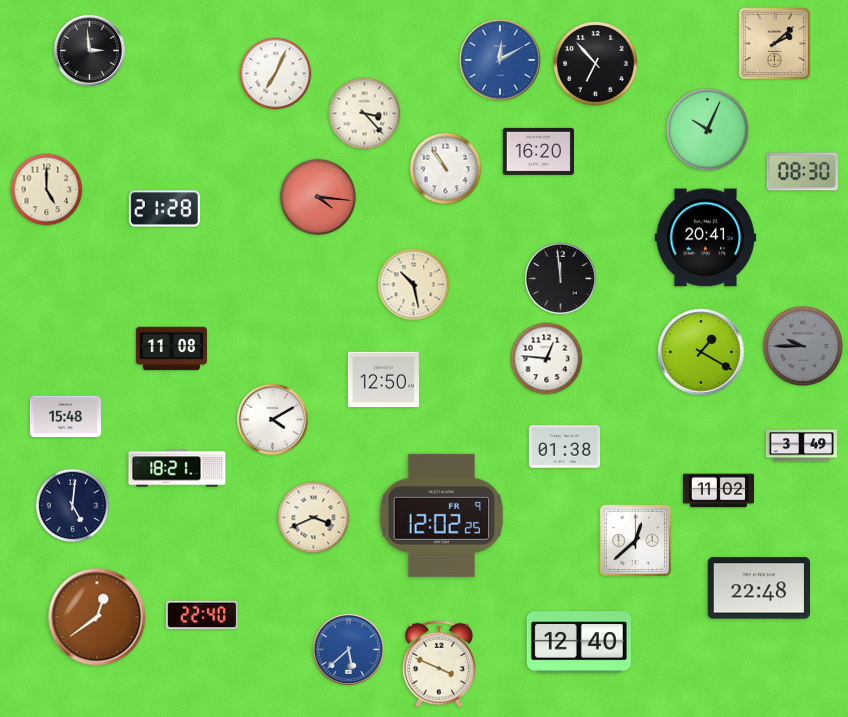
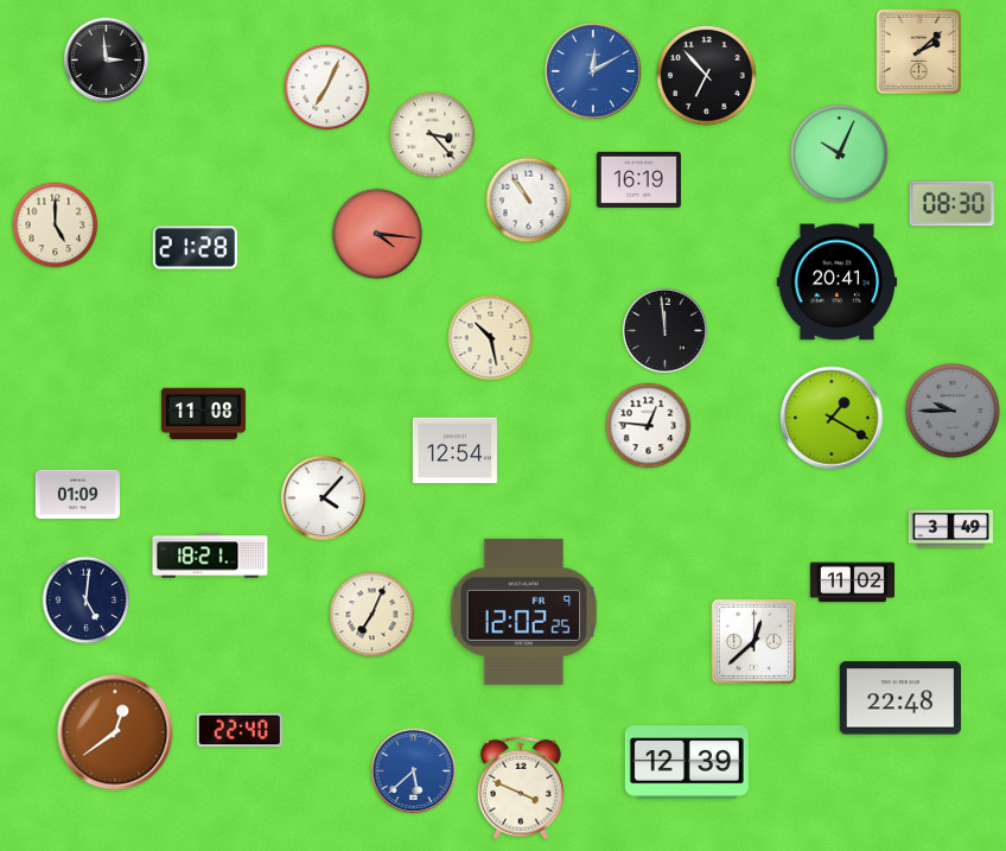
clock at (538, 151): 16:20 -> 16:19
clock at (383, 380): 12:50 -> 12:54
clock at (65, 417): 15:48 -> 01:09
clock at (272, 419): 4:10 -> 4:07
clock at (564, 447): 01:38 -> none
clock at (314, 518): 3:41 -> 7:04
clock at (579, 642): 12:40 -> 12:39
